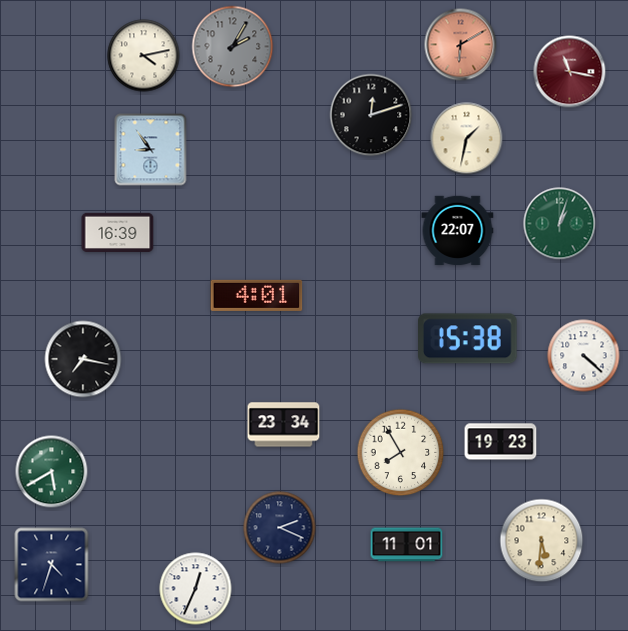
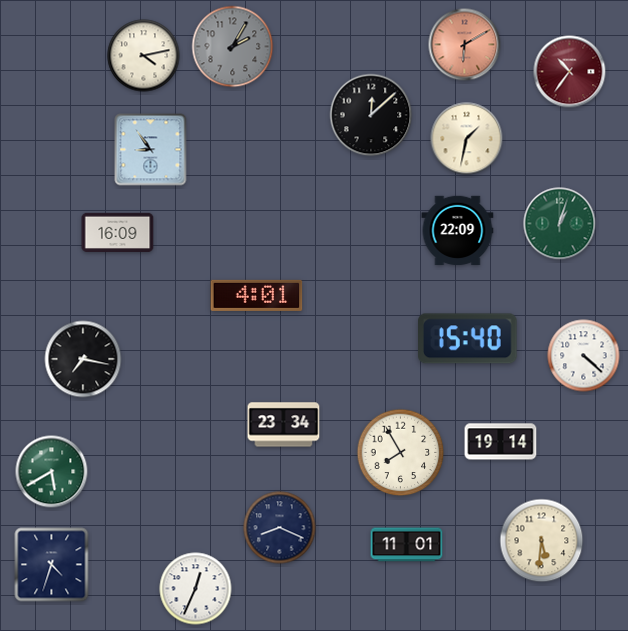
clock at (461, 45) position: (461, 45) -> (465, 45)
clock at (570, 72): 11:17 -> 10:36
clock at (371, 115): 12:12 -> 12:08
clock at (458, 231): 22:07 -> 22:09
clock at (118, 233): 16:39 -> 16:09
clock at (468, 339): 15:38 -> 15:40
clock at (501, 442): 19:23 -> 19:14
clock at (280, 528): 2:19 -> 8:19
